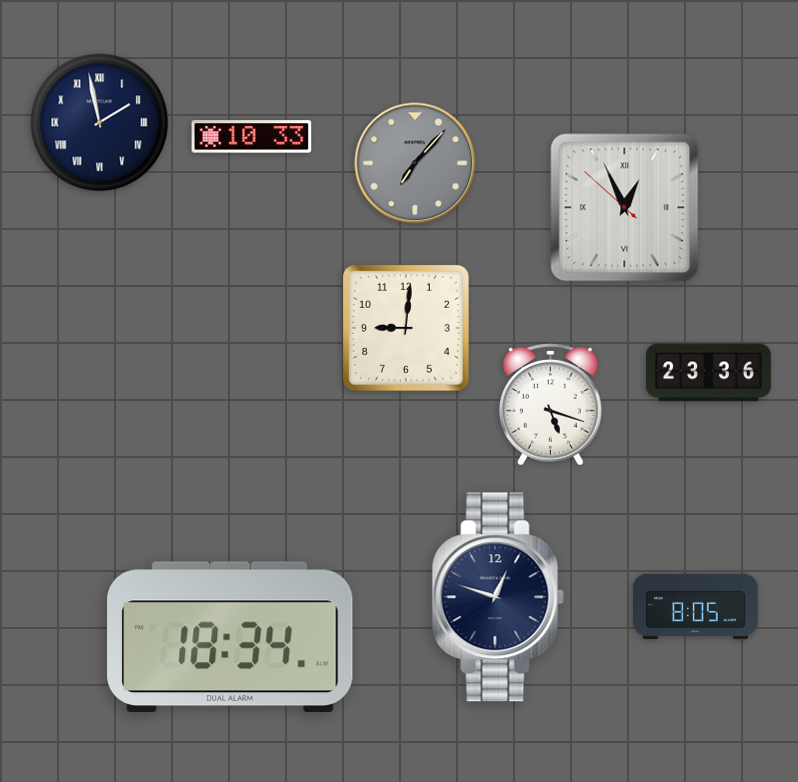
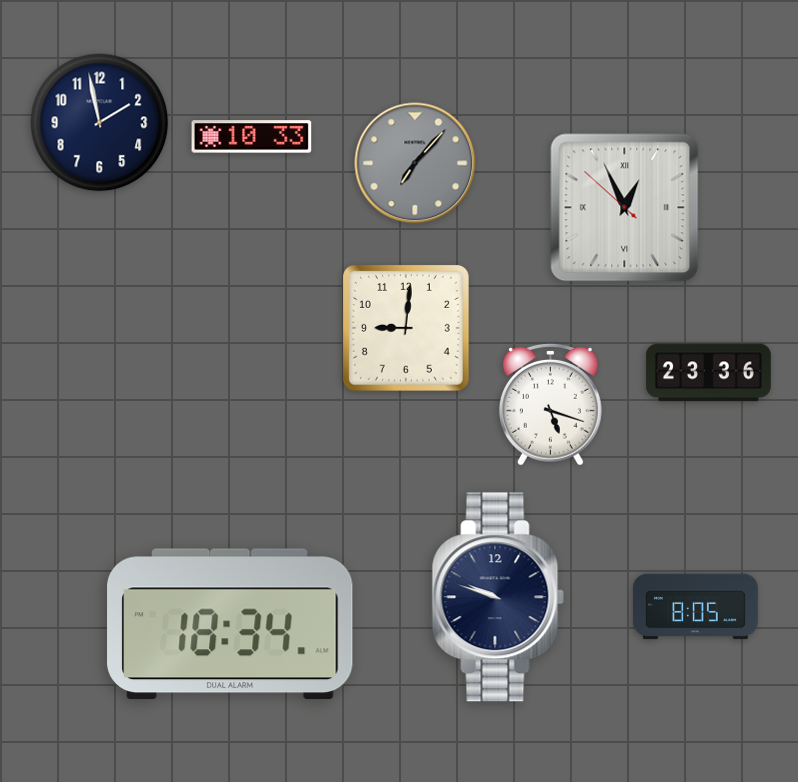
clock at (100, 123) numerals: Roman -> Arabic
clock at (498, 597): 12:48 -> 9:48
clock at (230, 637) position: (230, 637) -> (230, 624)
